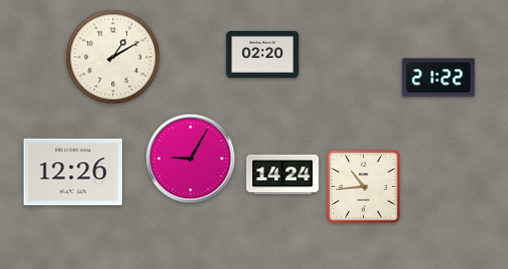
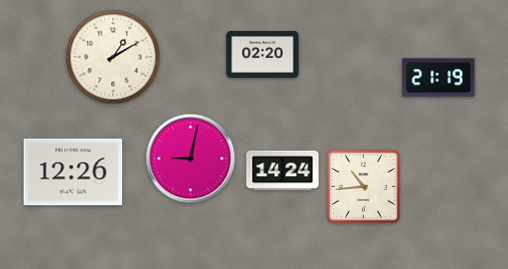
clock at (439, 78): 21:22 -> 21:19
clock at (191, 159): 9:05 -> 9:02
clock at (283, 175) position: (283, 175) -> (283, 171)
